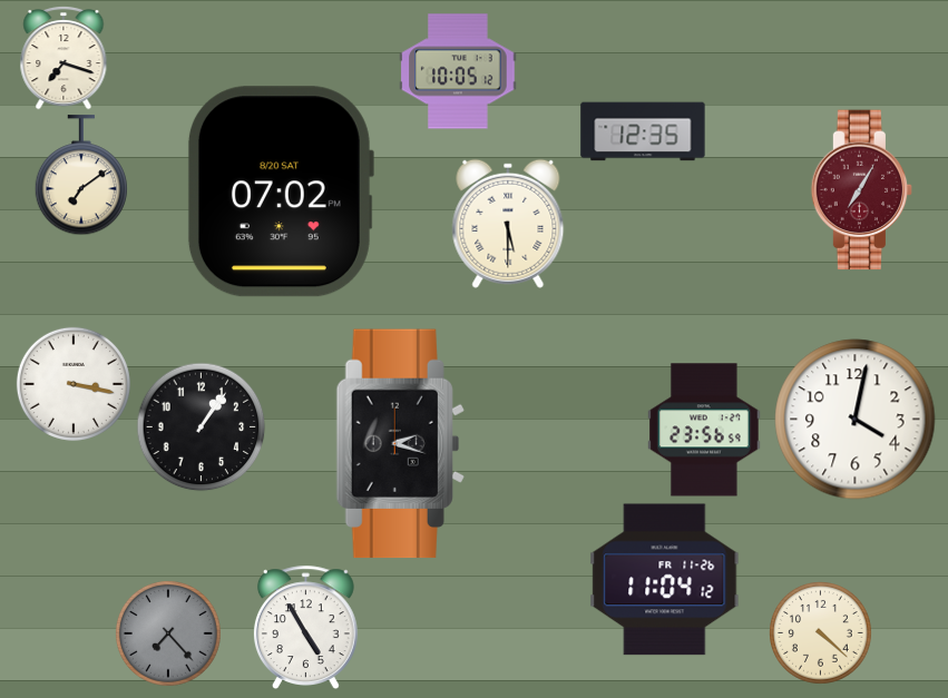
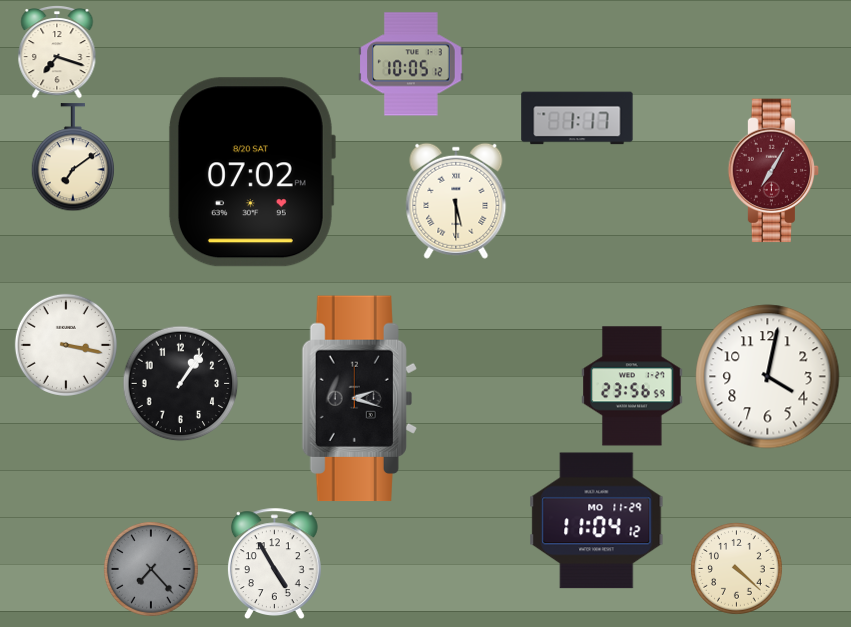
clock at (643, 131): 12:35 -> 1:17
clock at (665, 580) date: FR 11-26 -> MO 11-29
